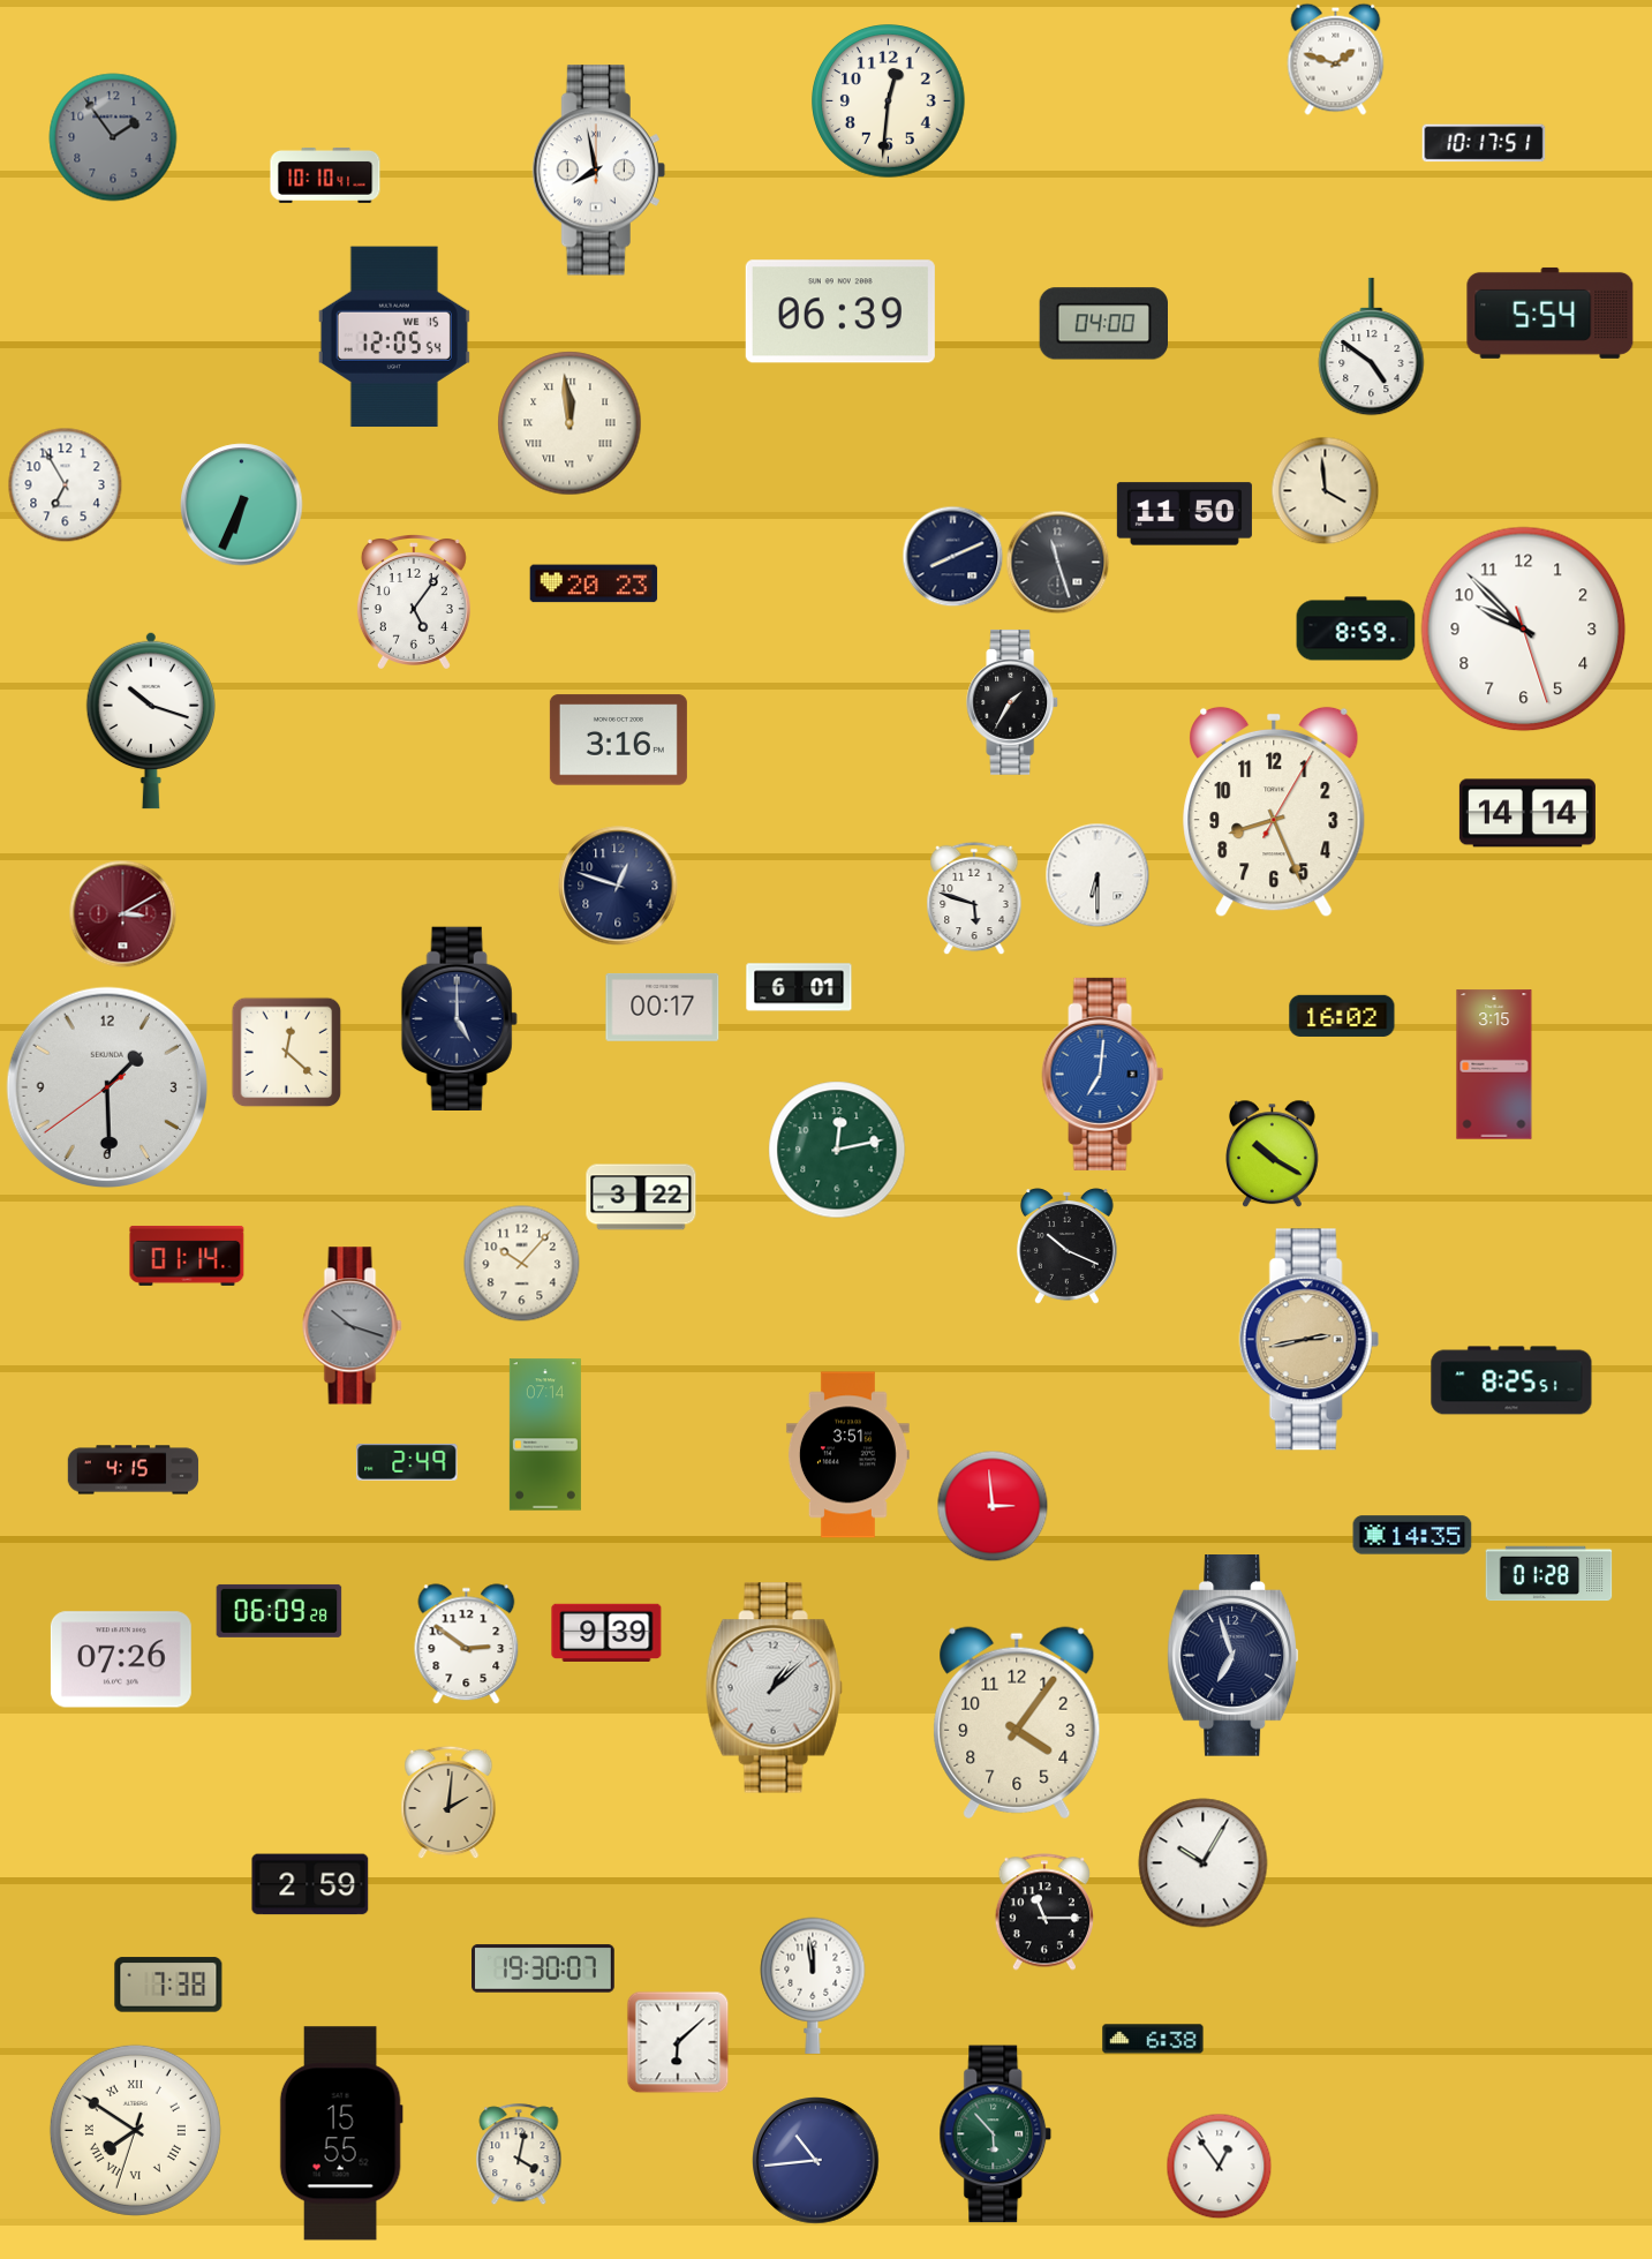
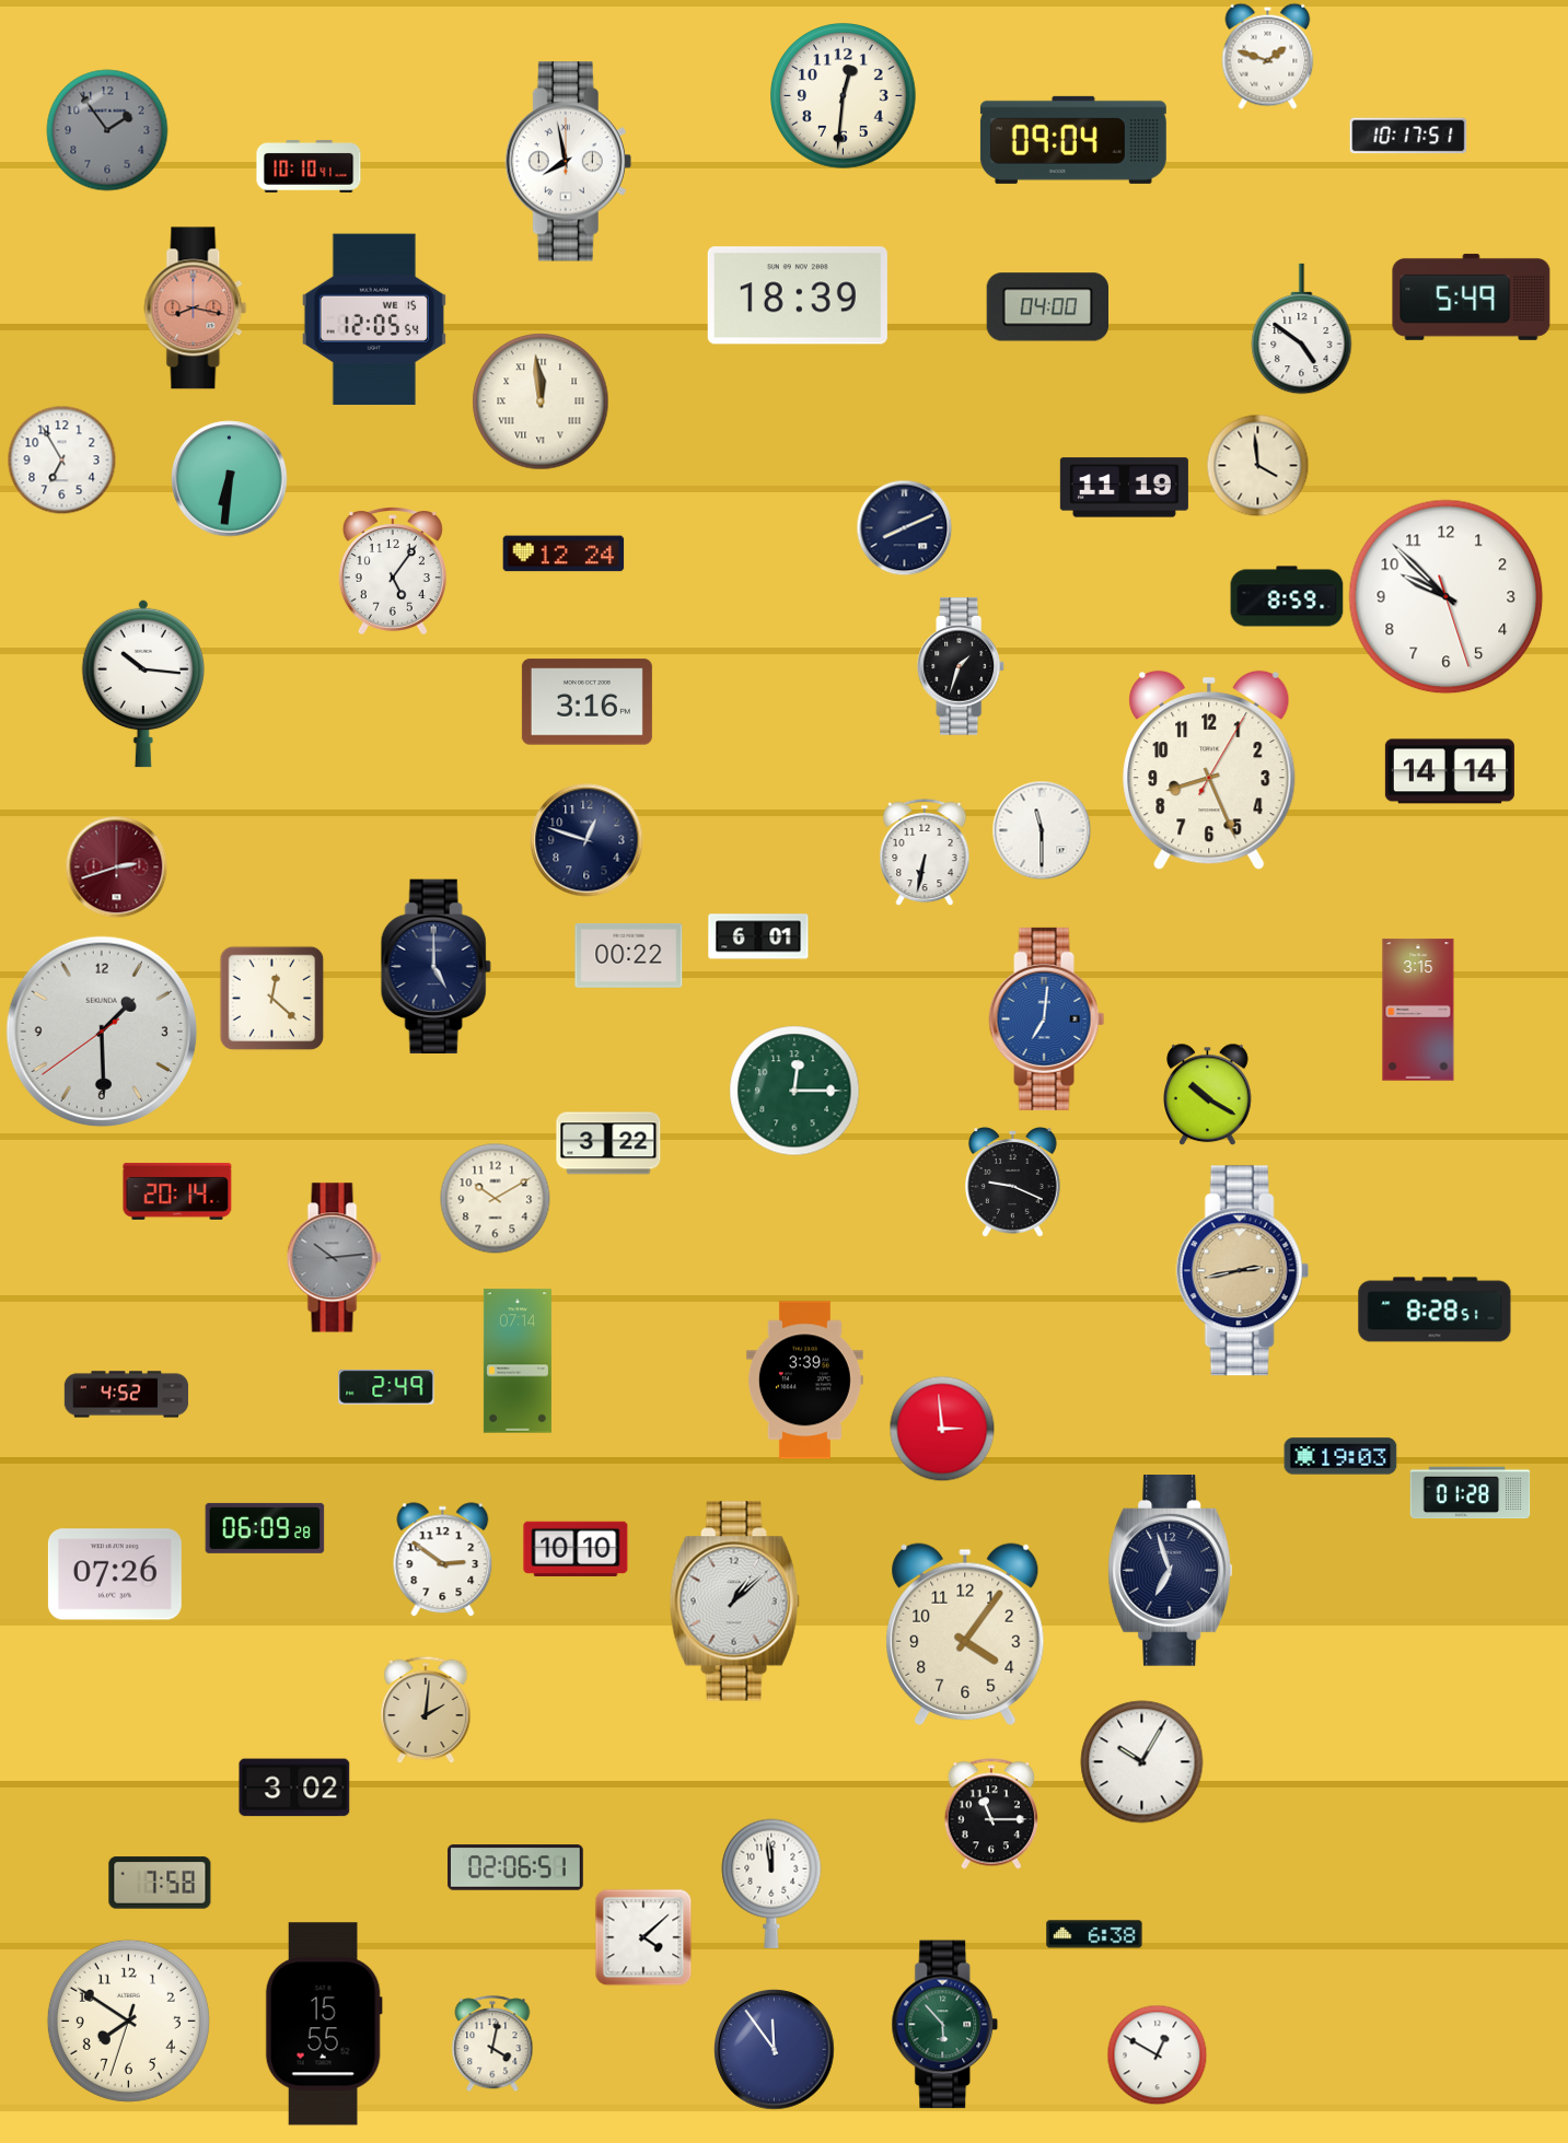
clock at (1073, 140): none -> 09:04
clock at (840, 311): 06:39 -> 18:39
clock at (1551, 313): 5:54 -> 5:49
clock at (196, 308): none -> 8:17
clock at (242, 505): 6:34 -> 6:31
clock at (1184, 514): 11:50 -> 11:19
clock at (1057, 562): 11:27 -> none
clock at (594, 583): 20:23 -> 12:24
clock at (1013, 702): 1:35 -> 1:33
clock at (150, 721): 10:18 -> 10:16
clock at (1097, 875): 6:30 -> 11:30
clock at (974, 898): 5:48 -> 6:32
clock at (122, 913): 3:10 -> 2:42
clock at (663, 1007): 00:17 -> 00:22
clock at (1342, 1016): 16:02 -> none
clock at (837, 1150): 12:13 -> 12:15
clock at (641, 1197) position: (641, 1197) -> (608, 1143)
clock at (1066, 1247): 10:19 -> 9:19
clock at (187, 1256): 01:14 -> 20:14
clock at (522, 1264): 10:07 -> 10:10
clock at (353, 1326): 10:18 -> 10:14
clock at (1511, 1380): 8:25 -> 8:28
clock at (847, 1455): 3:51 -> 3:39
clock at (134, 1470): 4:15 -> 4:52
clock at (1412, 1535): 14:35 -> 19:03
clock at (606, 1633): 9:39 -> 10:10
clock at (1204, 1863) position: (1204, 1863) -> (1142, 1762)
clock at (310, 1884): 2:59 -> 3:02
clock at (544, 1968): 19:30 -> 02:06
clock at (168, 1985): 7:38 -> 7:58
clock at (678, 2042): 6:08 -> 4:08
clock at (135, 2130) numerals: Roman -> Arabic
clock at (816, 2161): 10:44 -> 11:54
clock at (1219, 2166): 12:54 -> 12:50
